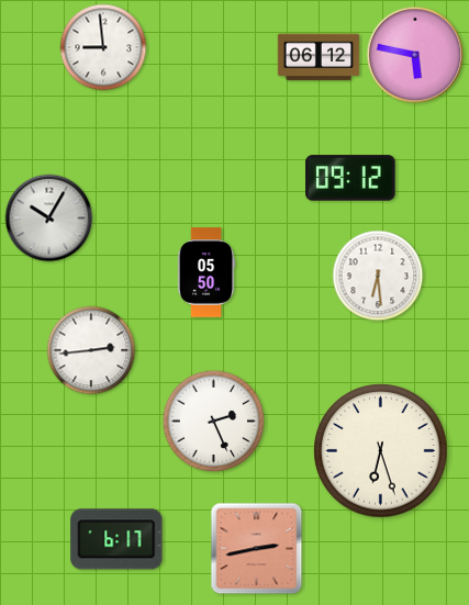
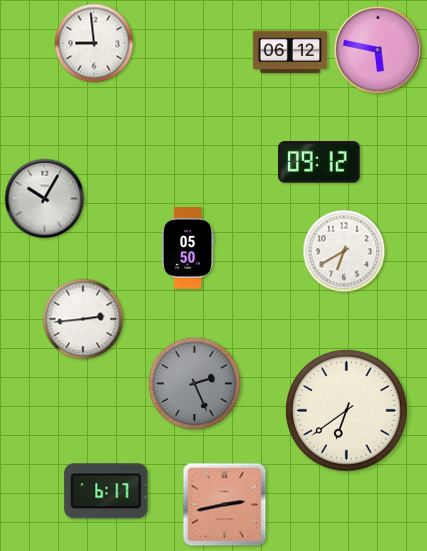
clock at (378, 276): 6:29 -> 6:40
clock at (214, 422) dial: white -> grey
clock at (381, 451): 6:27 -> 6:39
clock at (257, 549) position: (257, 549) -> (225, 505)
